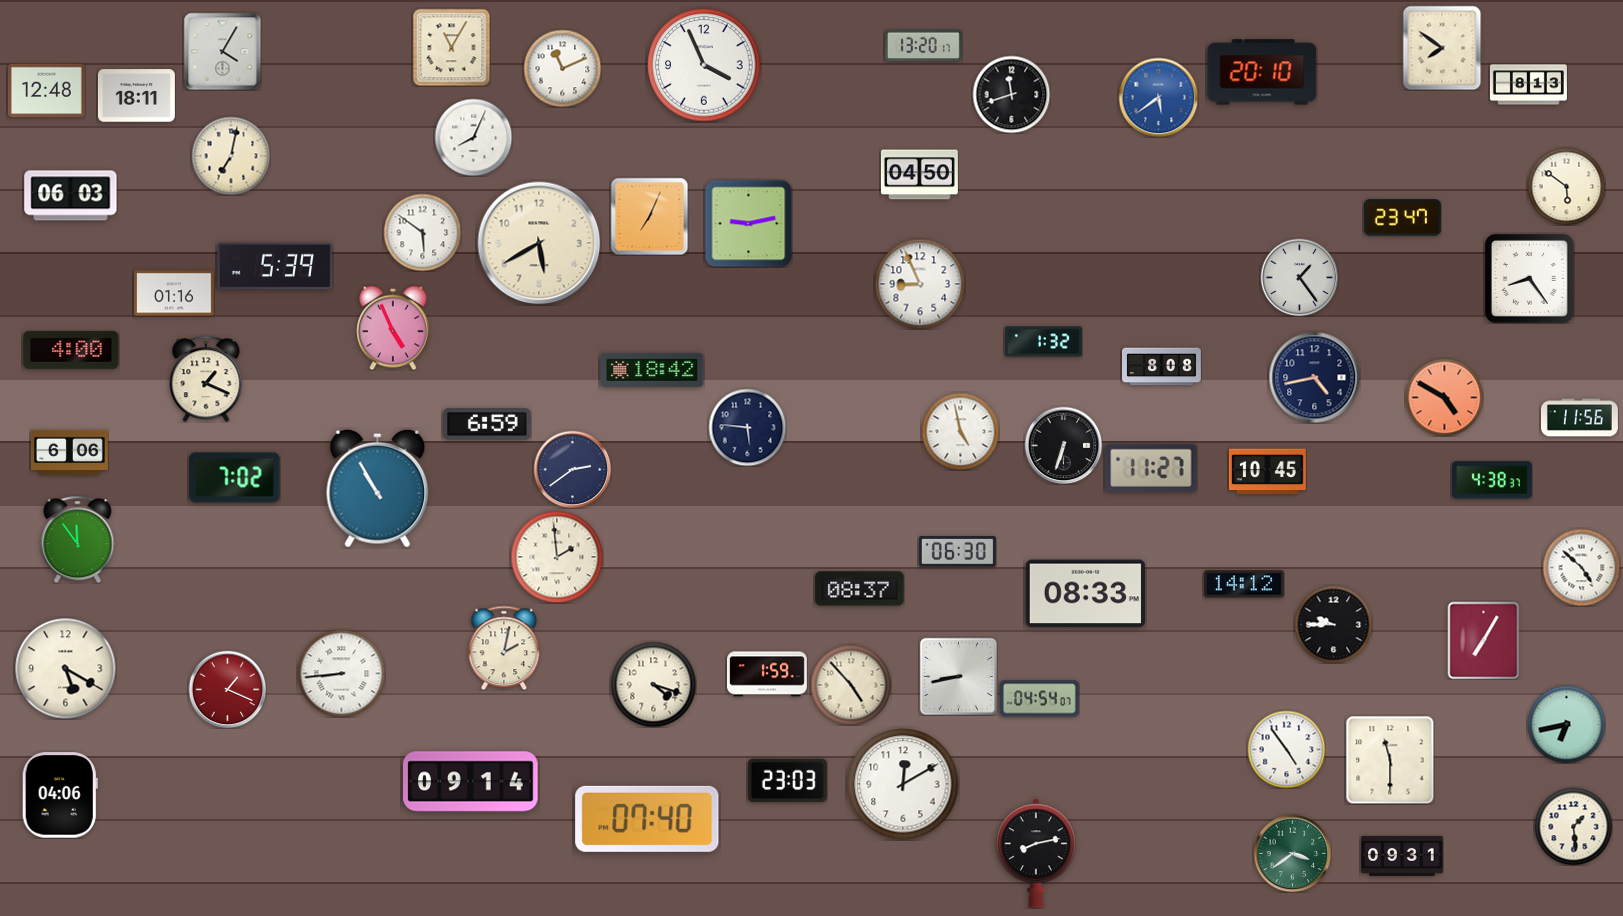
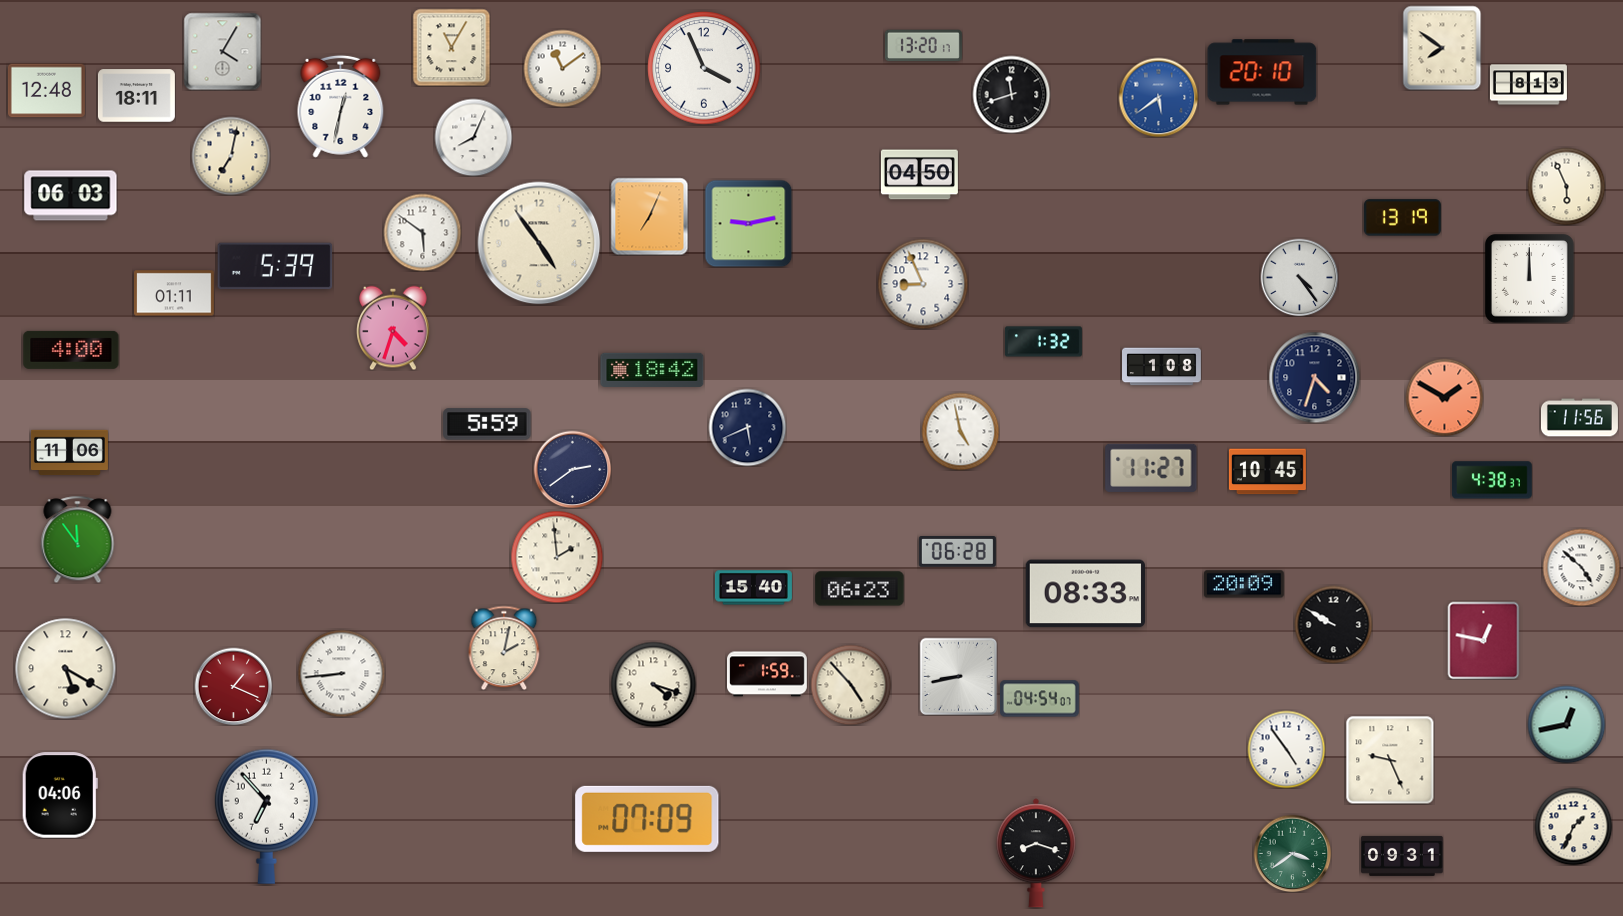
clock at (704, 65) position: (704, 65) -> (704, 68)
clock at (562, 68): 11:11 -> 11:09
clock at (341, 106): none -> 12:32
clock at (1566, 186): 5:51 -> 5:56
clock at (1402, 218): 23:47 -> 13:19
clock at (539, 243): 5:40 -> 4:54
clock at (1299, 277): 1:24 -> 4:24
clock at (1529, 278): 8:24 -> 12:00
clock at (920, 284) position: (920, 284) -> (923, 284)
clock at (175, 293): 01:16 -> 01:11
clock at (393, 328): 4:56 -> 4:33
clock at (1162, 367): 8:08 -> 1:08
clock at (1314, 377): 4:43 -> 4:33
clock at (206, 379): 1:19 -> none
clock at (1444, 397): 4:50 -> 1:50
clock at (487, 424): 6:59 -> 5:59
clock at (747, 427): 5:46 -> 5:41
clock at (1063, 445): 6:33 -> none
clock at (69, 453): 6:06 -> 11:06
clock at (235, 478): 7:02 -> none
clock at (378, 488): 10:55 -> none
clock at (957, 552): 06:30 -> 06:28
clock at (1244, 584): 14:12 -> 20:09
clock at (753, 588): none -> 15:40
clock at (860, 589): 08:37 -> 06:23
clock at (1333, 624): 9:45 -> 9:50
clock at (1484, 640): 7:05 -> 12:47
clock at (227, 689) position: (227, 689) -> (233, 686)
clock at (1566, 724): 6:43 -> 12:43
clock at (1390, 760): 11:30 -> 9:26
clock at (787, 781): 23:03 -> none
clock at (471, 782): 09:14 -> none
clock at (903, 784): 12:10 -> none
clock at (266, 816): none -> 6:53
clock at (647, 819): 07:40 -> 07:09
clock at (1573, 826): 1:29 -> 1:34
clock at (1036, 853): 8:13 -> 8:18
